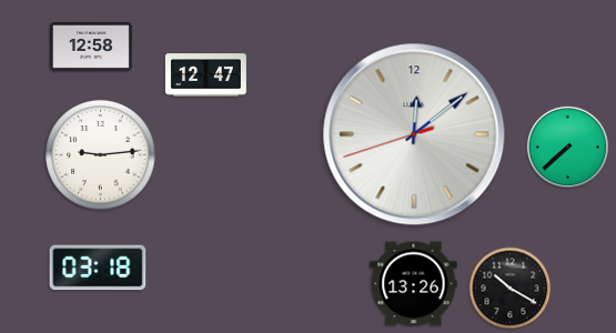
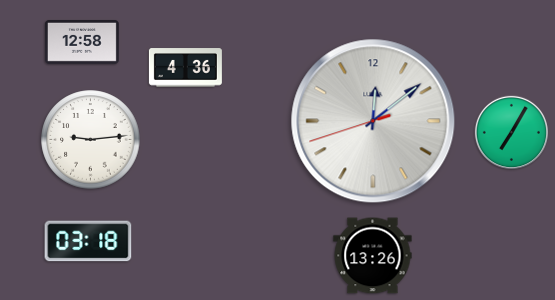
clock at (205, 75): 12:47 -> 4:36
clock at (567, 147): 7:38 -> 7:05
clock at (511, 289): 10:20 -> none
